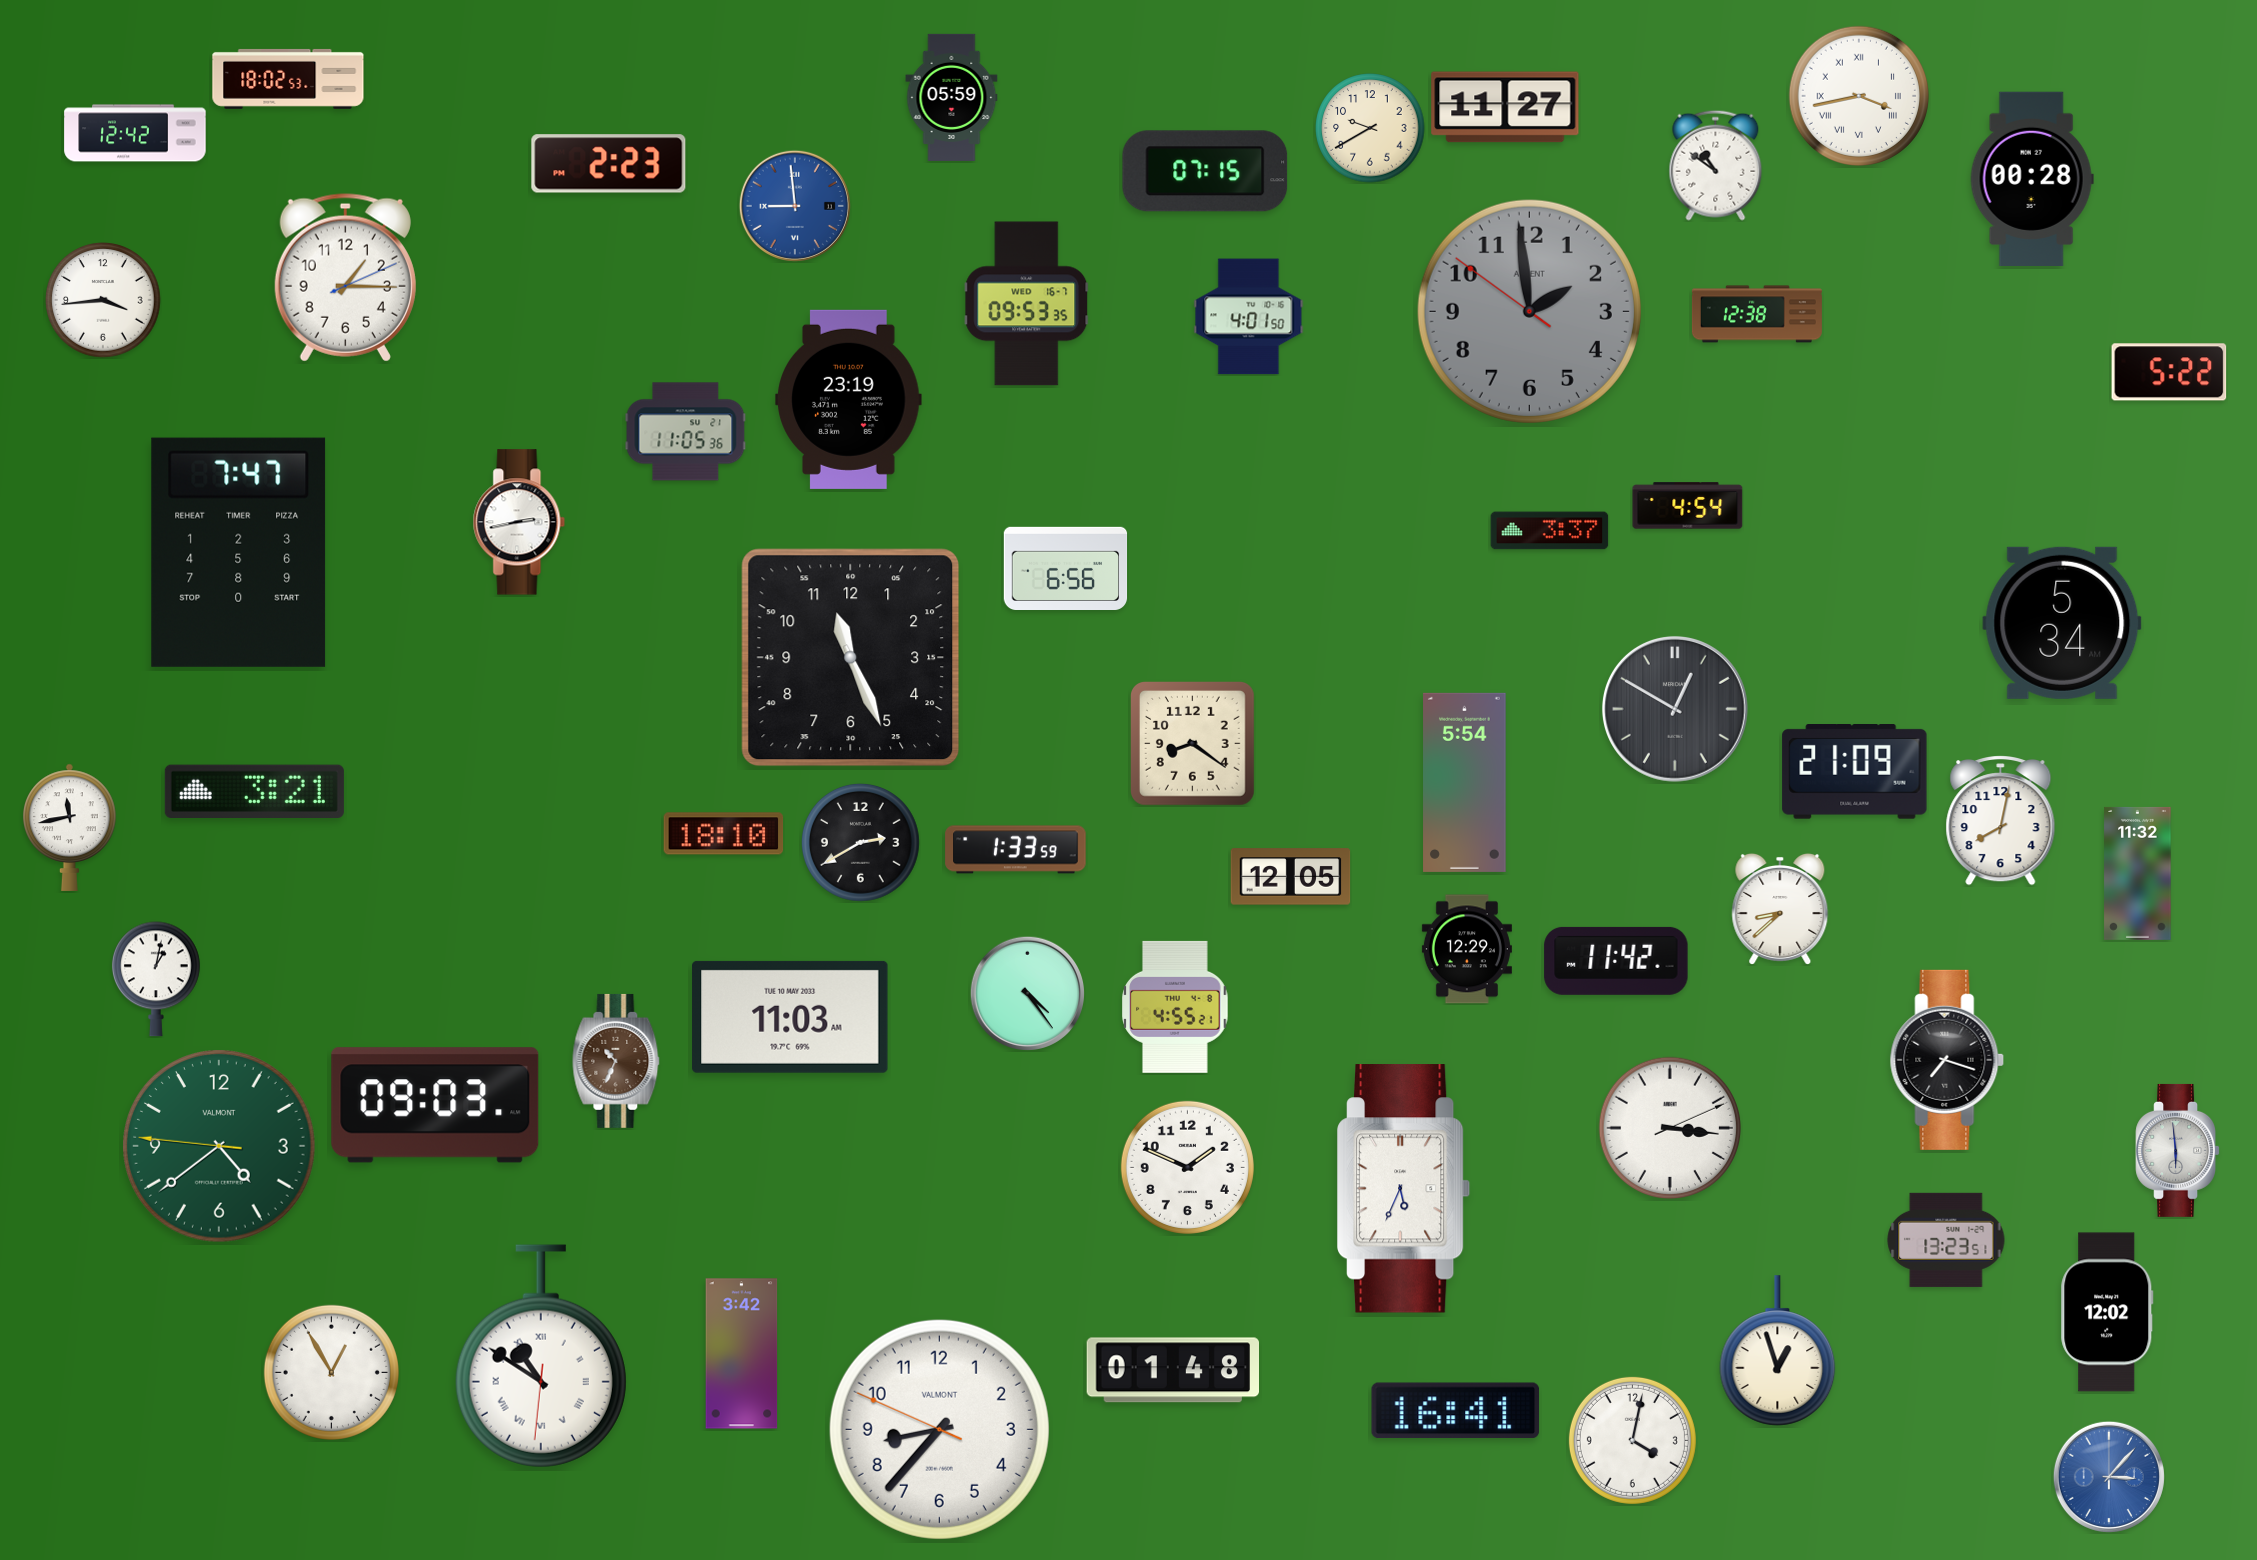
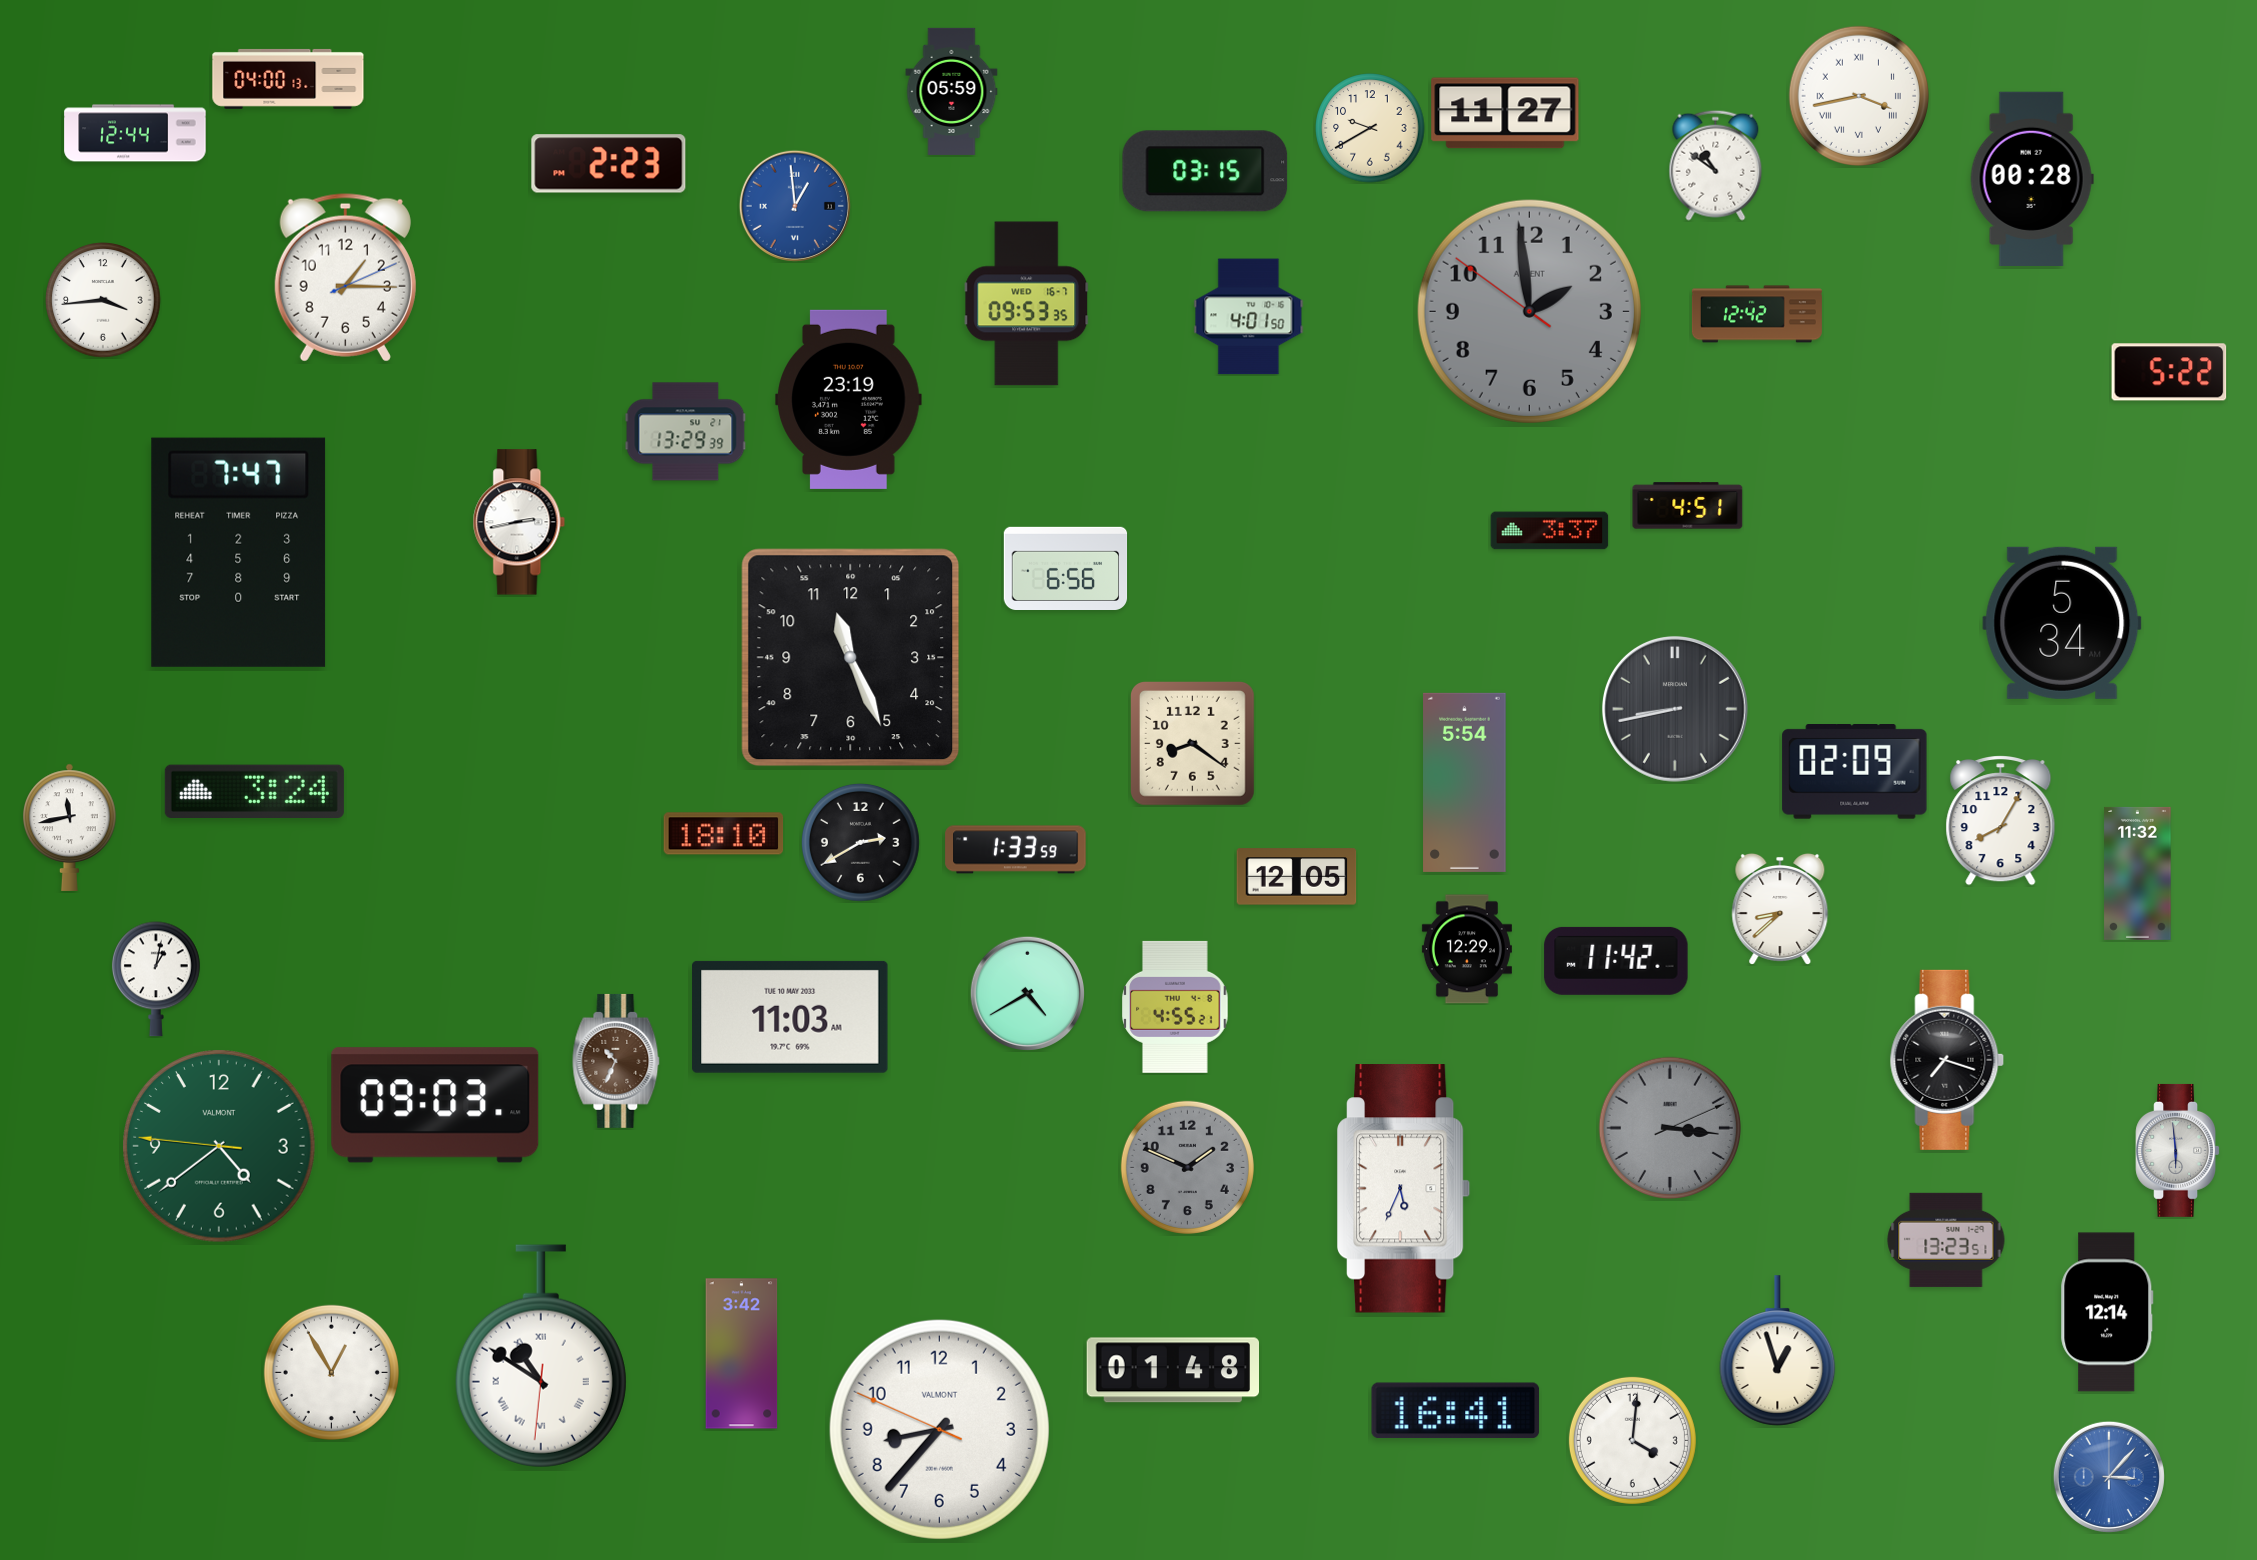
clock at (288, 79): 18:02 -> 04:00
clock at (952, 97) position: (952, 97) -> (952, 91)
clock at (1505, 107) position: (1505, 107) -> (1505, 113)
clock at (135, 133): 12:42 -> 12:44
clock at (1205, 171): 07:15 -> 03:15
clock at (795, 206): 8:59 -> 12:59
clock at (1757, 314): 12:38 -> 12:42
clock at (686, 432): 11:05 -> 13:29
clock at (1688, 506): 4:54 -> 4:51
clock at (1675, 709): 12:50 -> 8:43
clock at (1855, 772): 21:09 -> 02:09
clock at (254, 791): 3:21 -> 3:24
clock at (2001, 821): 8:02 -> 8:05
clock at (1291, 877) position: (1291, 877) -> (1297, 877)
clock at (1027, 993): 4:24 -> 4:40
clock at (1670, 1128) dial: white -> grey
clock at (1187, 1167) dial: white -> grey
clock at (2107, 1312): 12:02 -> 12:14
clock at (1632, 1440): 4:02 -> 4:01
